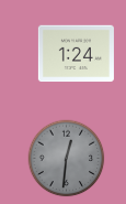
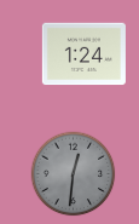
clock at (76, 54) position: (76, 54) -> (83, 54)
